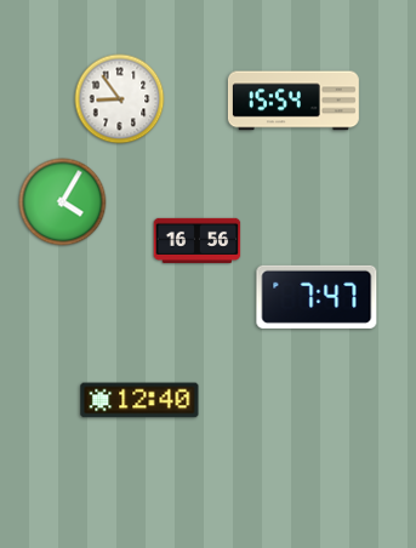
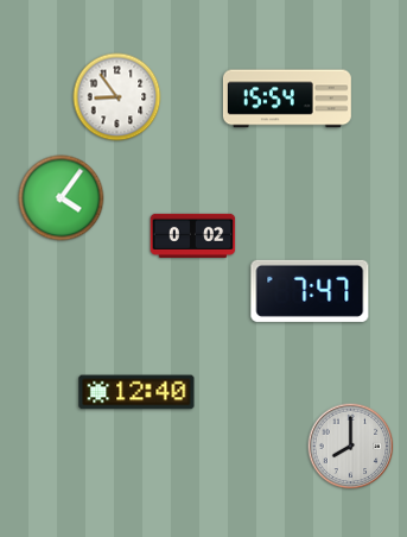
clock at (63, 202): 4:05 -> 4:06
clock at (198, 240): 16:56 -> 0:02
clock at (351, 447): none -> 8:00
